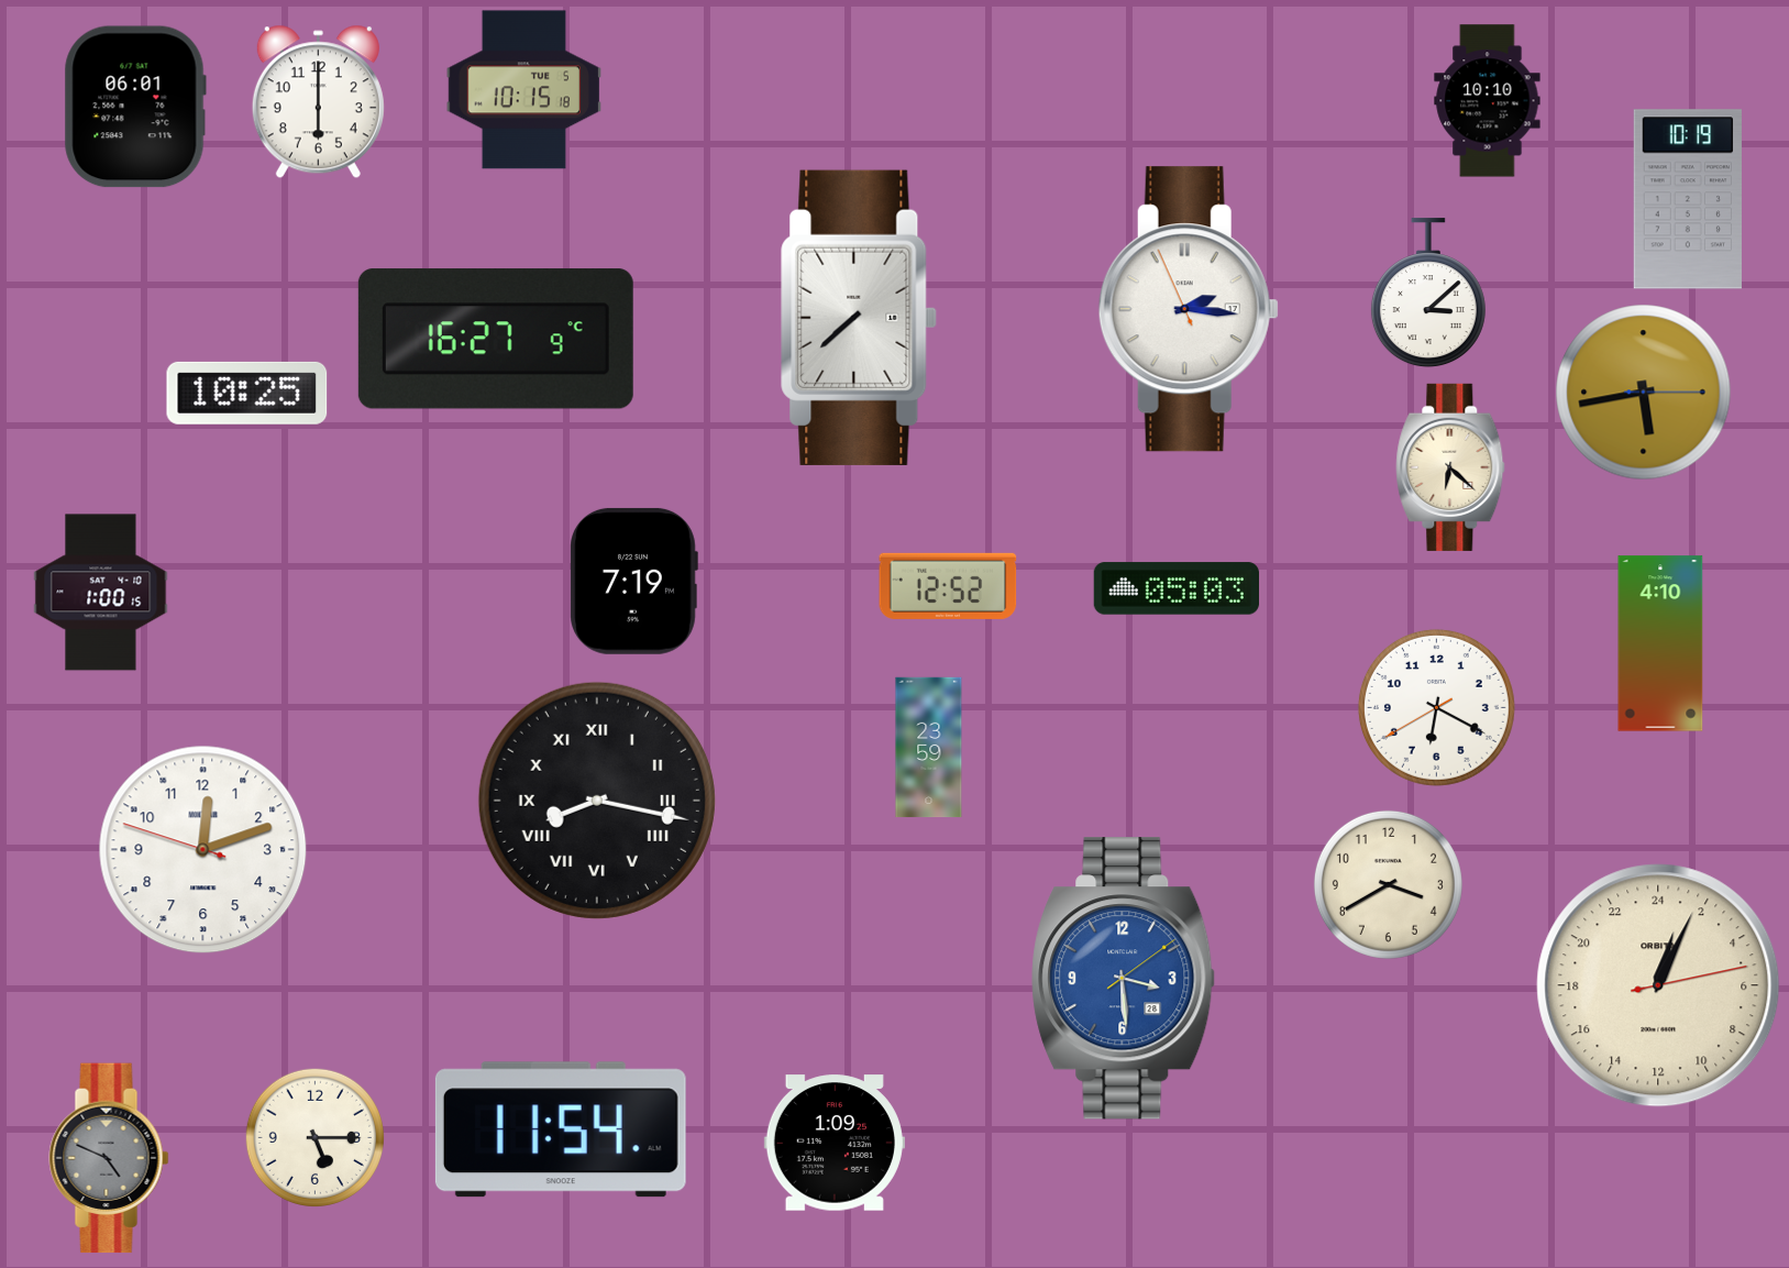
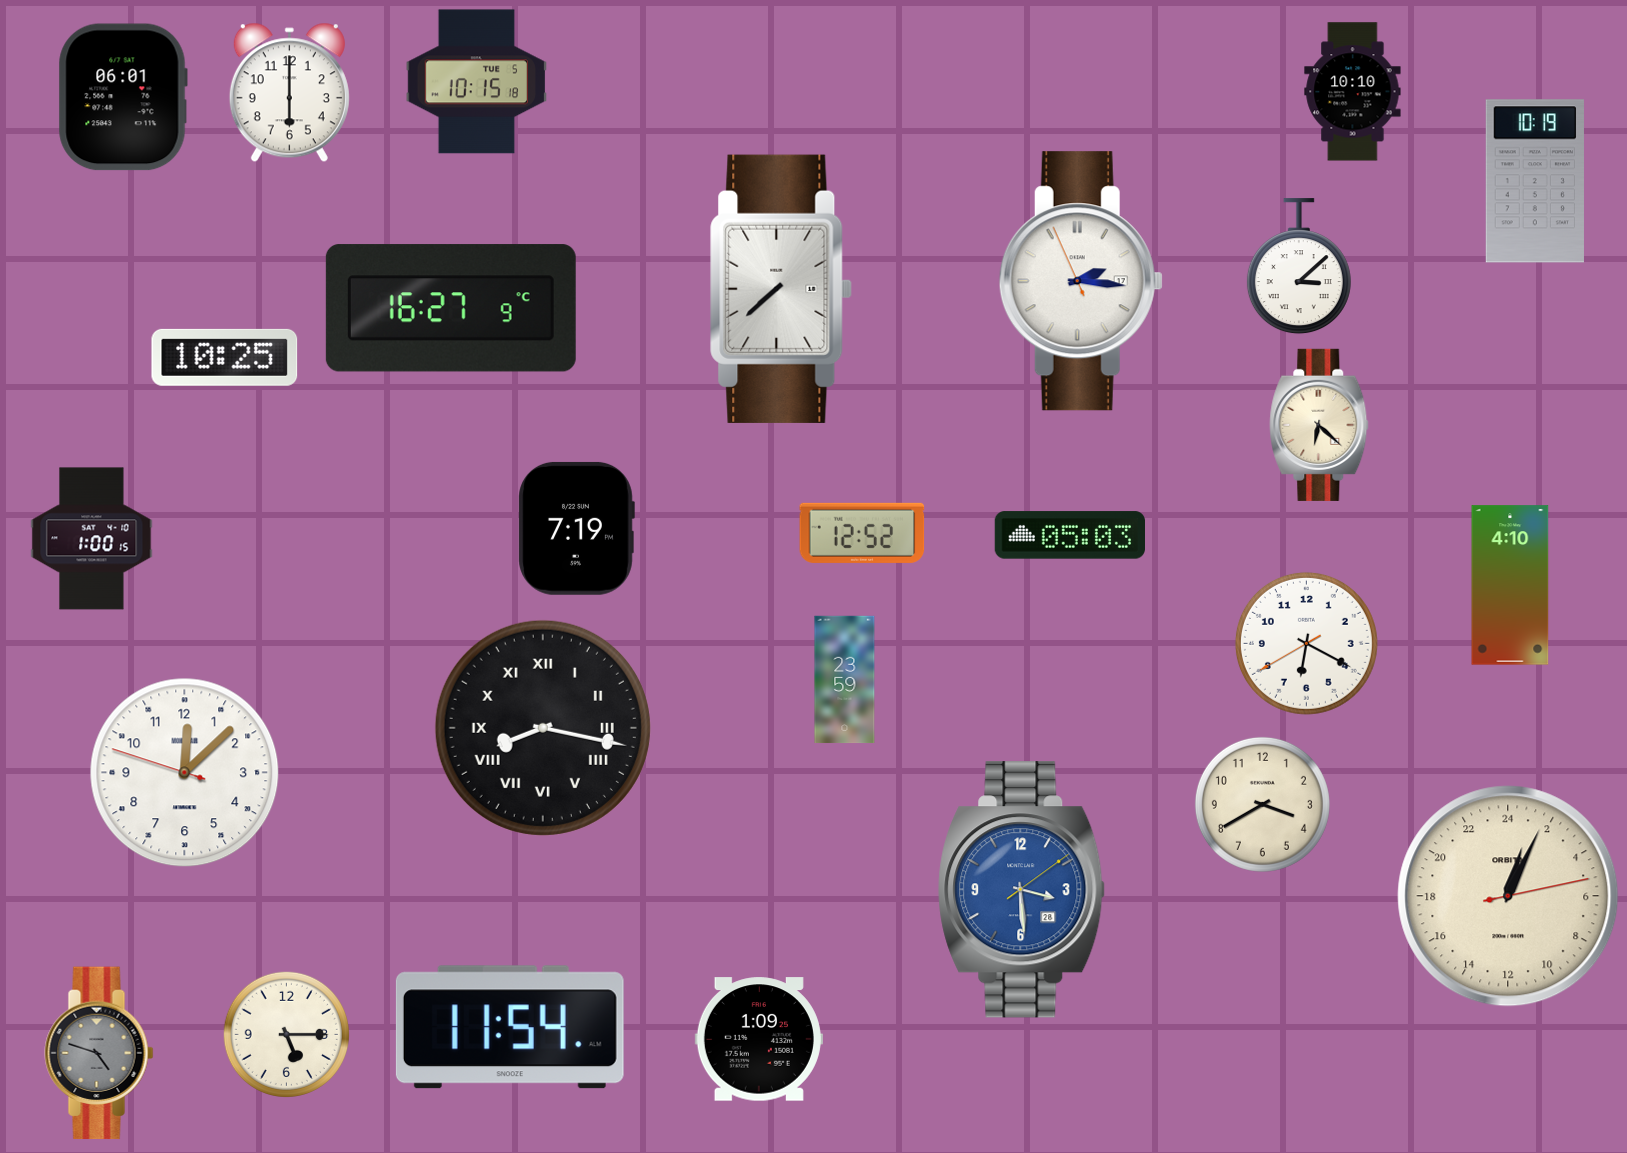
clock at (1644, 393): 5:43 -> none
clock at (203, 850): 12:11 -> 12:07
clock at (109, 1158): 4:49 -> 4:48
